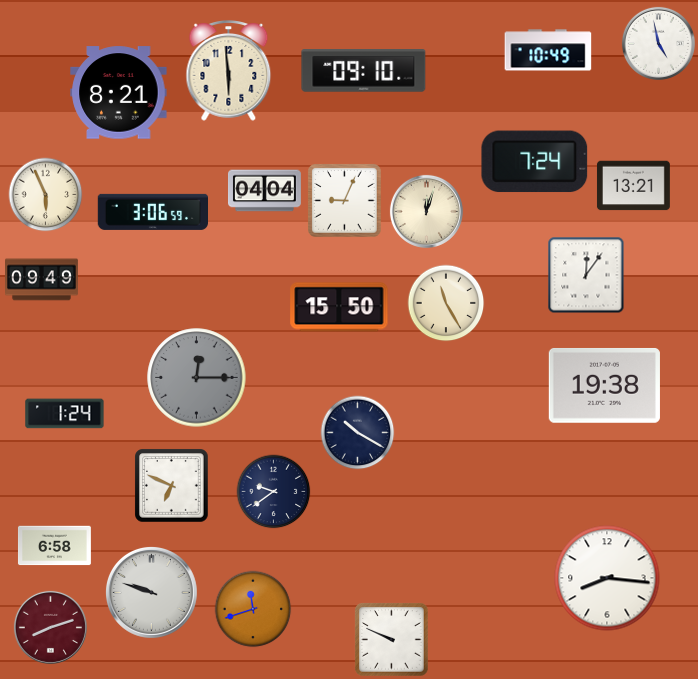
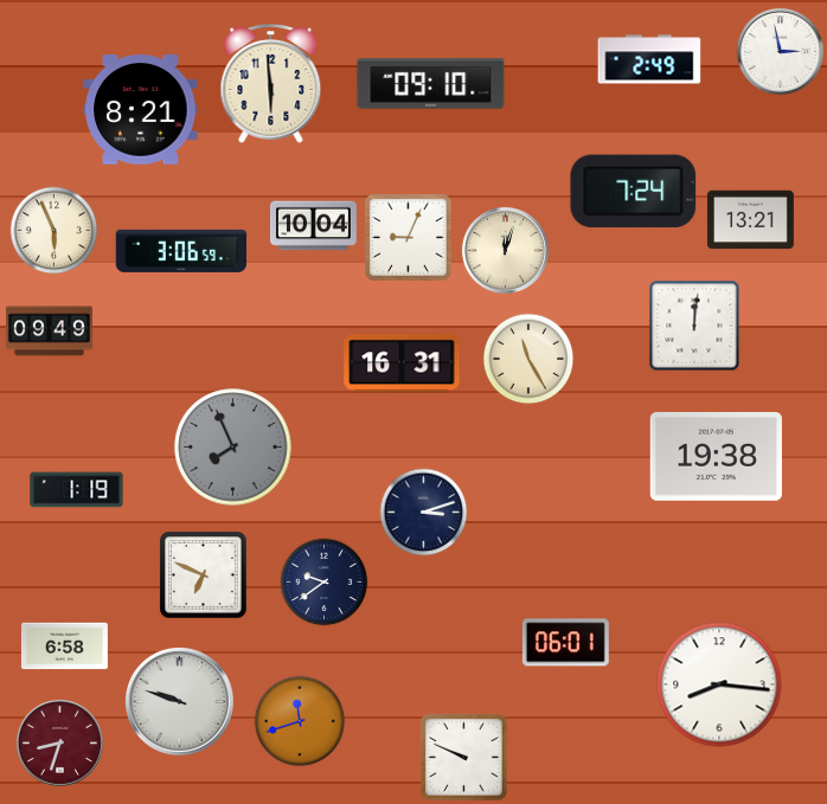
clock at (658, 43): 4:58 -> 2:58
clock at (548, 50): 10:49 -> 2:49
clock at (265, 191): 04:04 -> 10:04
clock at (586, 275): 12:06 -> 12:01
clock at (339, 307): 15:50 -> 16:31
clock at (197, 378): 12:15 -> 7:56
clock at (65, 414): 1:24 -> 1:19
clock at (358, 433): 10:20 -> 3:12
clock at (565, 643): none -> 06:01
clock at (50, 627): 8:12 -> 8:33
